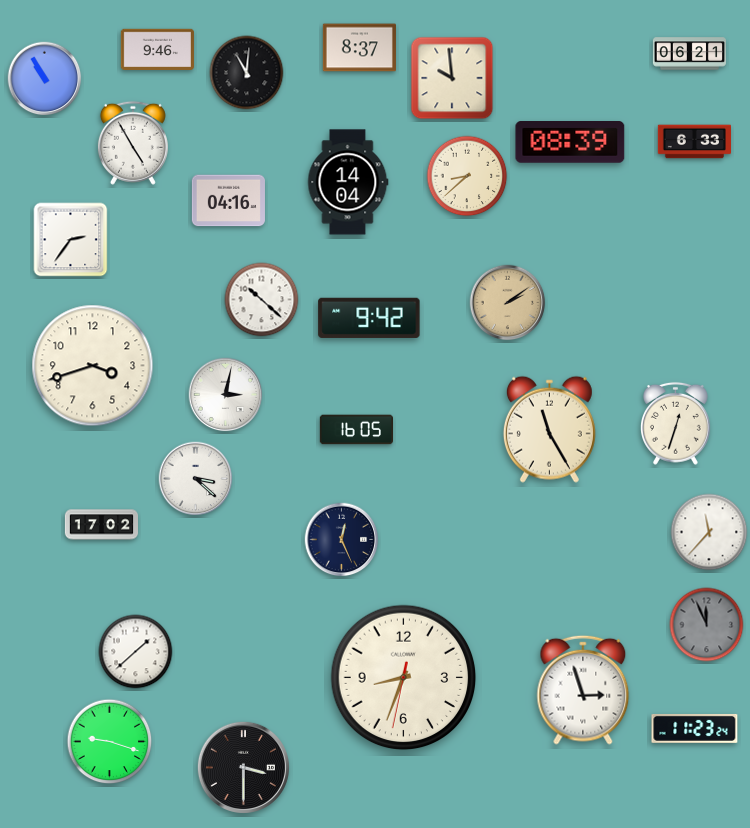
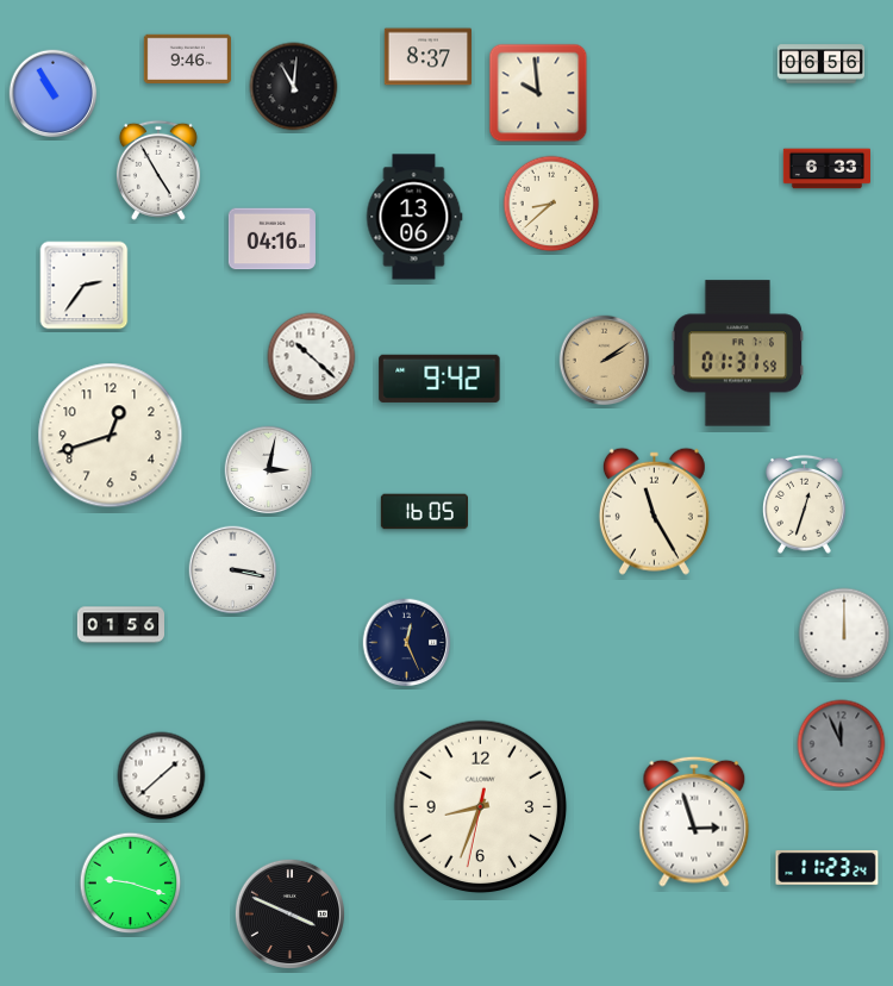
clock at (689, 54): 06:21 -> 06:56
clock at (570, 143): 08:39 -> none
clock at (467, 176) position: (467, 176) -> (551, 204)
clock at (348, 182): 14:04 -> 13:06
clock at (738, 354): none -> 01:31
clock at (93, 366): 3:42 -> 12:42
clock at (196, 479): 3:22 -> 3:17
clock at (101, 525): 17:02 -> 01:56
clock at (709, 532): 11:37 -> 12:00
clock at (243, 767): 3:30 -> 3:49
